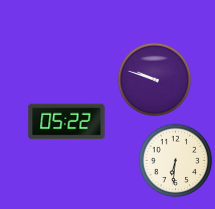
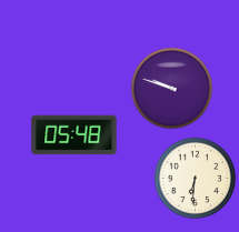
clock at (67, 122): 05:22 -> 05:48
